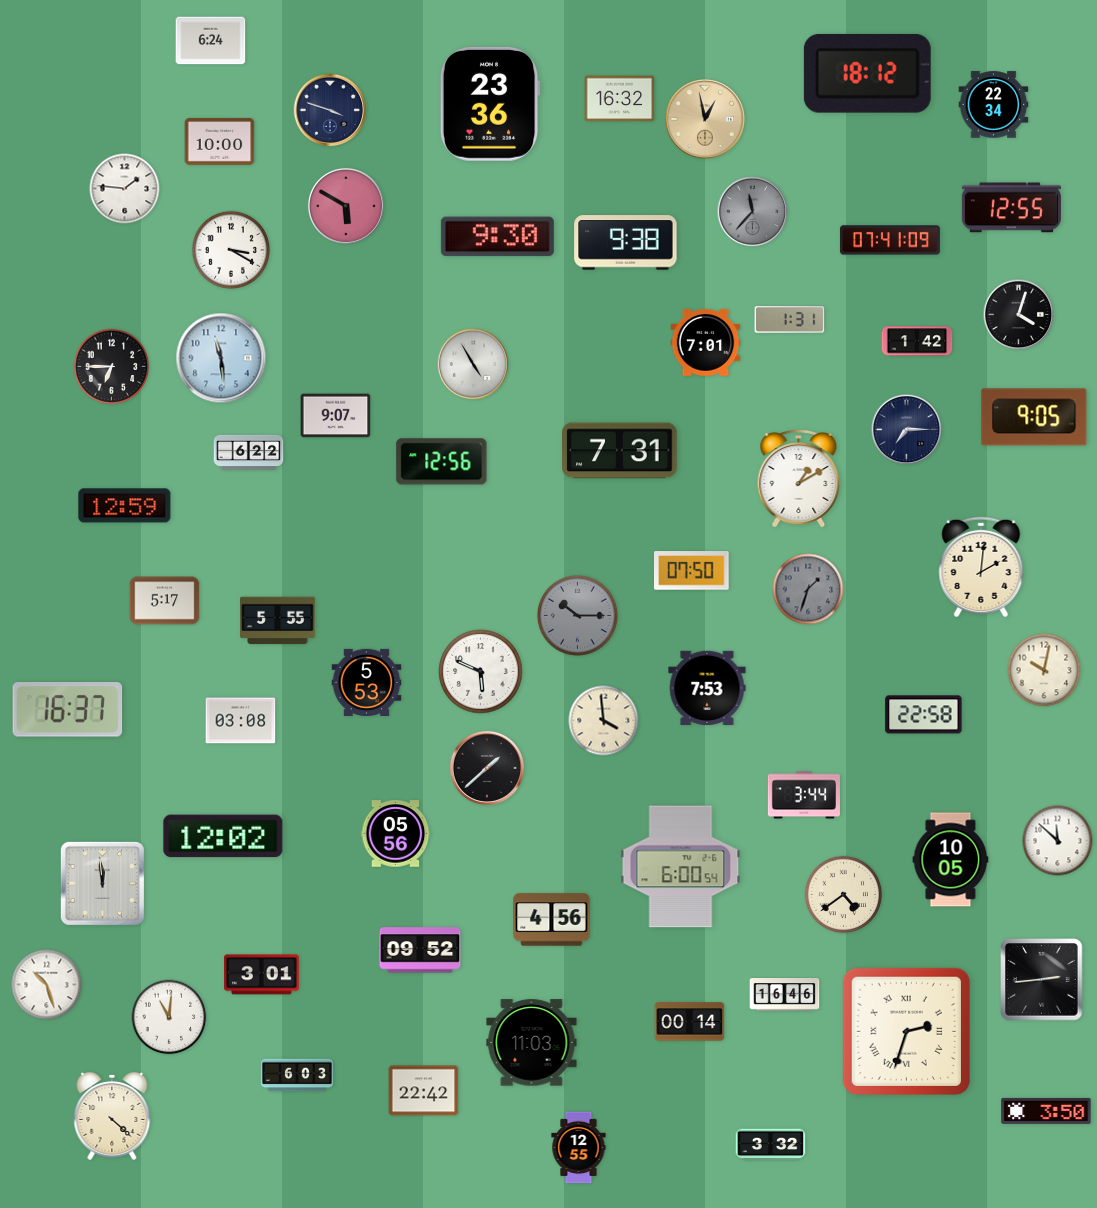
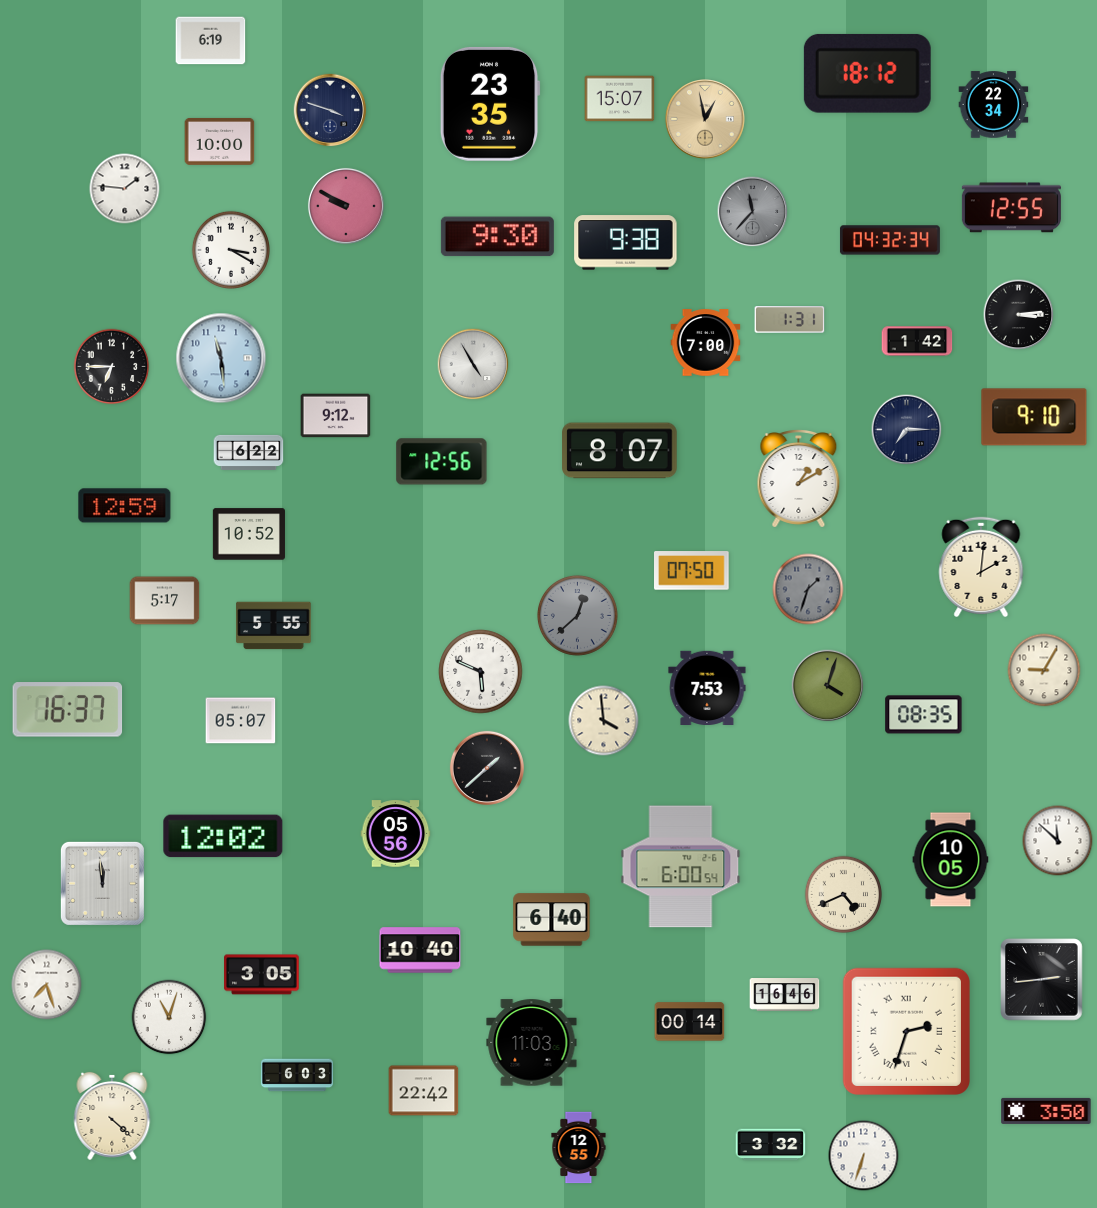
clock at (211, 41): 6:24 -> 6:19
clock at (620, 99): 16:32 -> 15:07
clock at (490, 104): 23:36 -> 23:35
clock at (346, 206): 5:50 -> 9:50
clock at (890, 240): 07:41 -> 04:32
clock at (1019, 315): 4:03 -> 3:14
clock at (706, 343): 7:01 -> 7:00
clock at (336, 416): 9:07 -> 9:12
clock at (1034, 417): 9:05 -> 9:10
clock at (620, 451): 7:31 -> 8:07
clock at (249, 534): none -> 10:52
clock at (577, 615): 10:15 -> 12:38
clock at (278, 621) position: (278, 621) -> (274, 626)
clock at (1044, 670): 10:02 -> 9:05
clock at (367, 682): 5:53 -> none
clock at (828, 686): none -> 4:03
clock at (924, 715): 22:58 -> 08:35
clock at (241, 721): 03:08 -> 05:07
clock at (804, 795): 3:44 -> none
clock at (844, 895): 4:39 -> 4:41
clock at (552, 920): 4:56 -> 6:40
clock at (420, 950): 09:52 -> 10:40
clock at (262, 975): 3:01 -> 3:05
clock at (47, 985): 10:27 -> 7:27
clock at (169, 1017): 11:01 -> 11:03
clock at (864, 1156): none -> 6:33
